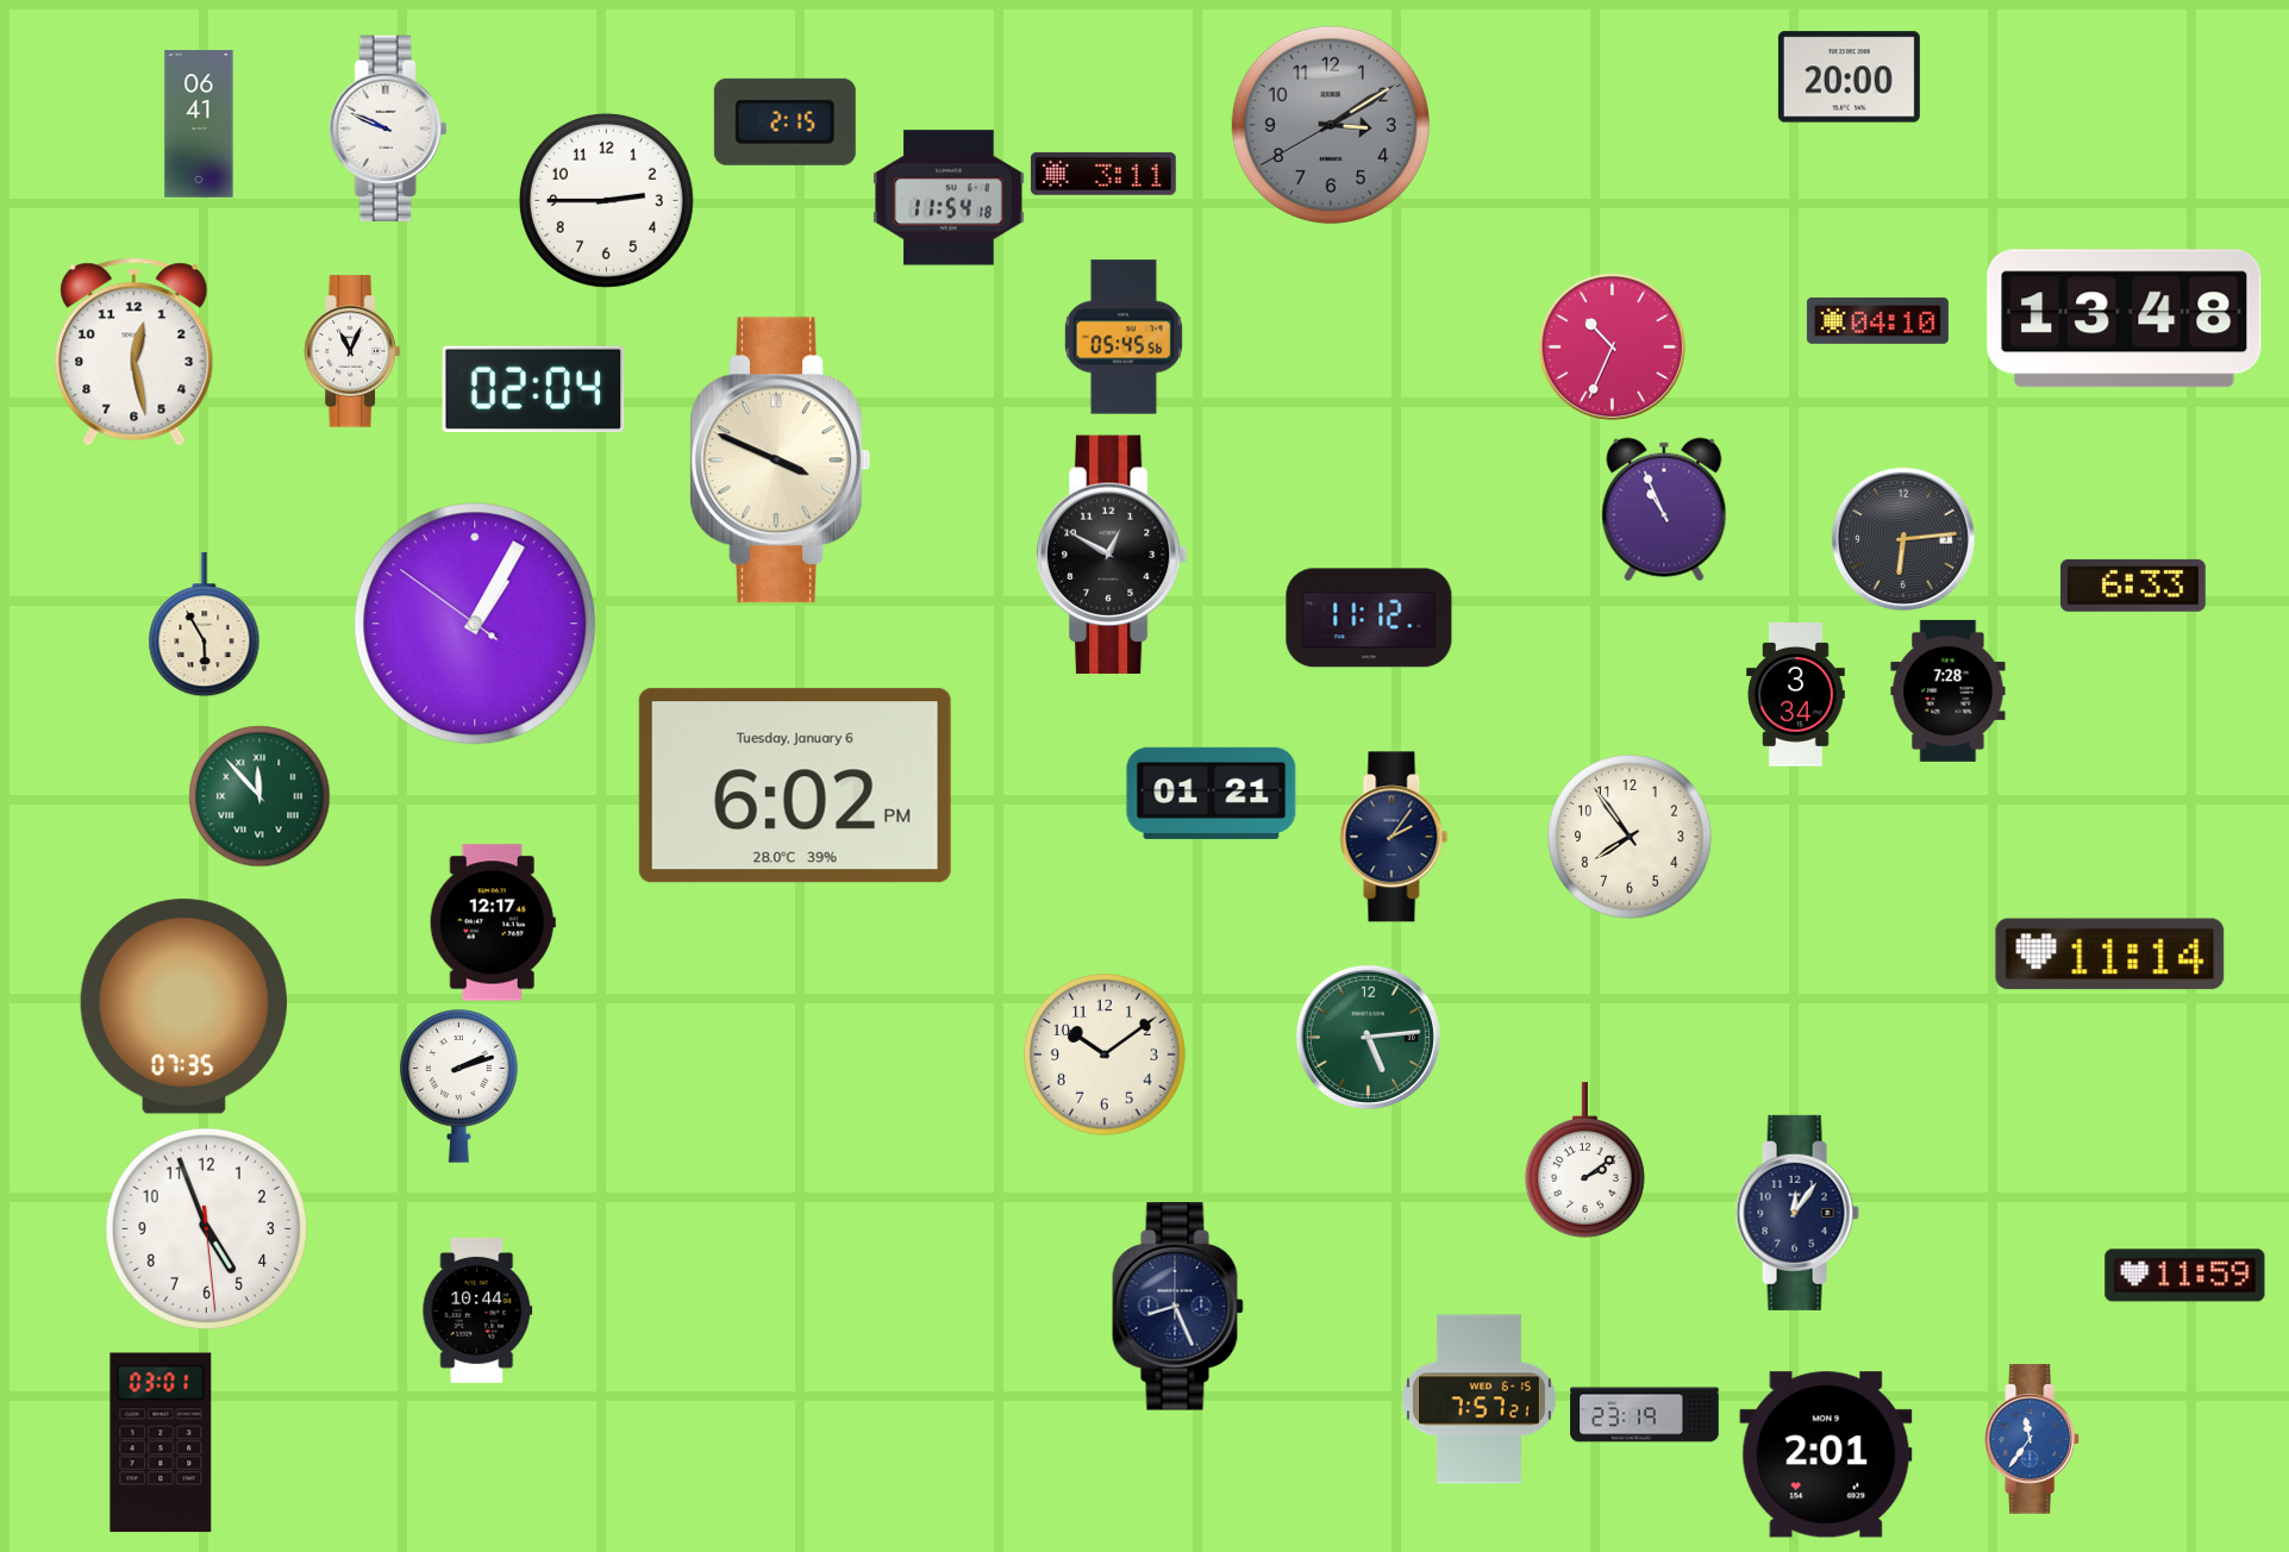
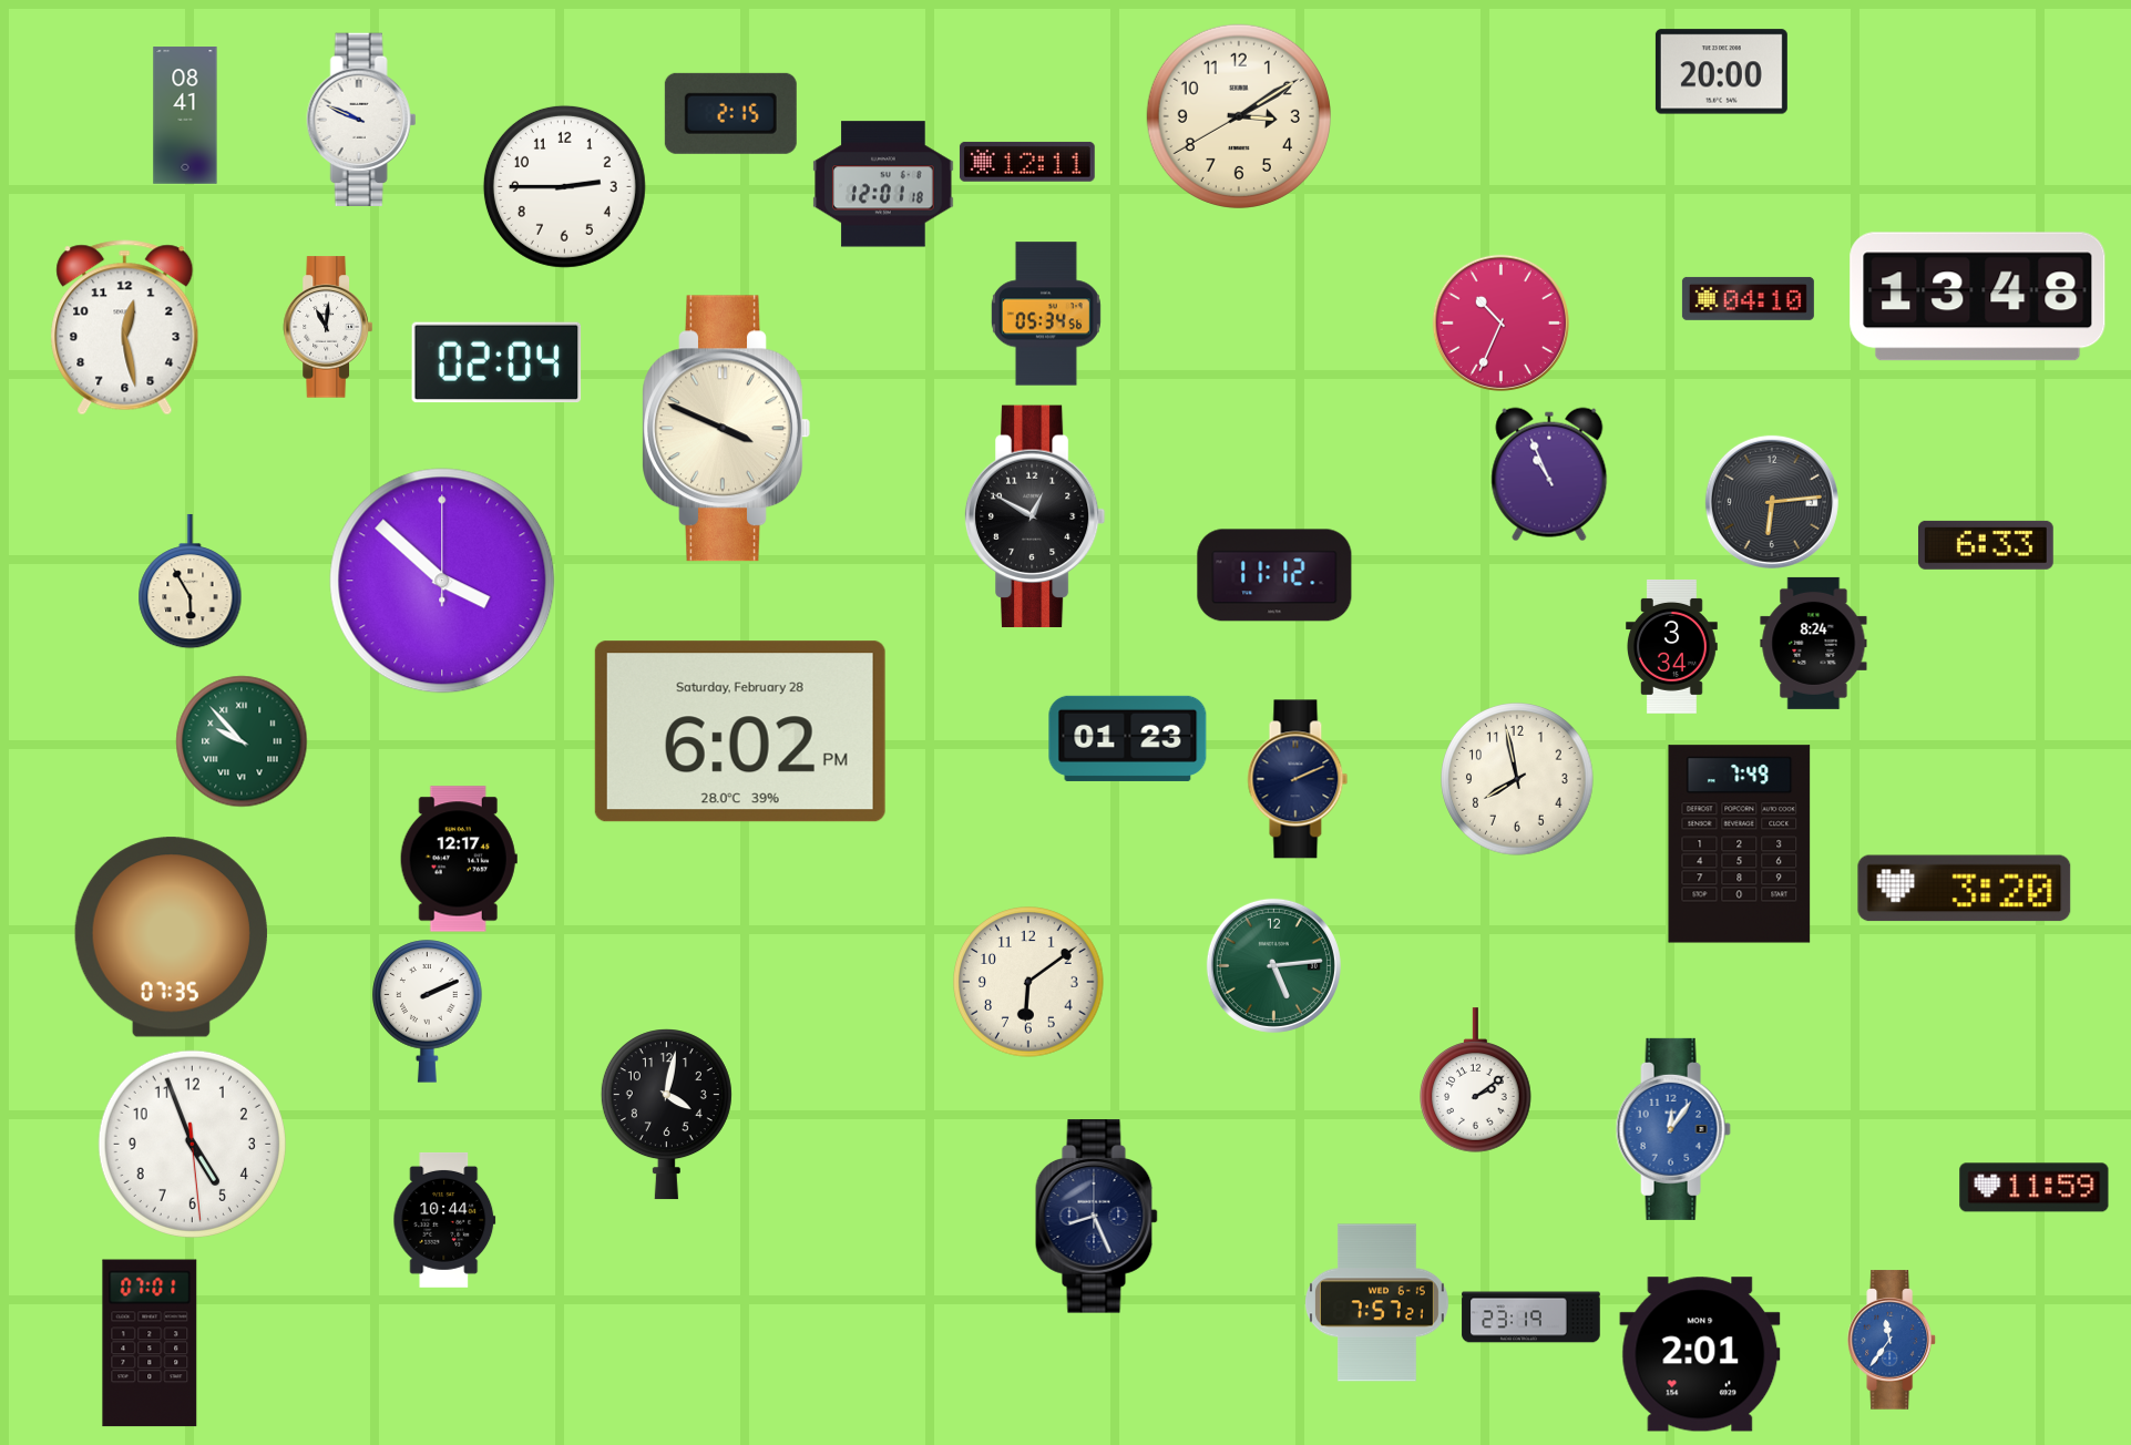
clock at (199, 124): 06:41 -> 08:41
clock at (1331, 125) dial: grey -> cream
clock at (1103, 174): 3:11 -> 12:11
clock at (949, 198): 11:54 -> 12:01
clock at (1124, 337): 05:45 -> 05:34
clock at (352, 351): 11:04 -> 11:01
clock at (475, 624): 1:04 -> 3:52
clock at (1949, 690): 7:28 -> 8:24
clock at (795, 786) date: Tuesday, January 6 -> Saturday, February 28
clock at (1212, 793): 01:21 -> 01:23
clock at (259, 796): 11:53 -> 9:53
clock at (1394, 837): 2:06 -> 2:11
clock at (1631, 838): 7:54 -> 7:58
clock at (1740, 844): none -> 7:49
clock at (2110, 955): 11:14 -> 3:20
clock at (1105, 1055): 10:09 -> 6:09
clock at (459, 1087): 2:12 -> 2:11
clock at (666, 1115): none -> 4:02
clock at (1797, 1213) dial: navy -> blue
clock at (161, 1443): 03:01 -> 07:01
